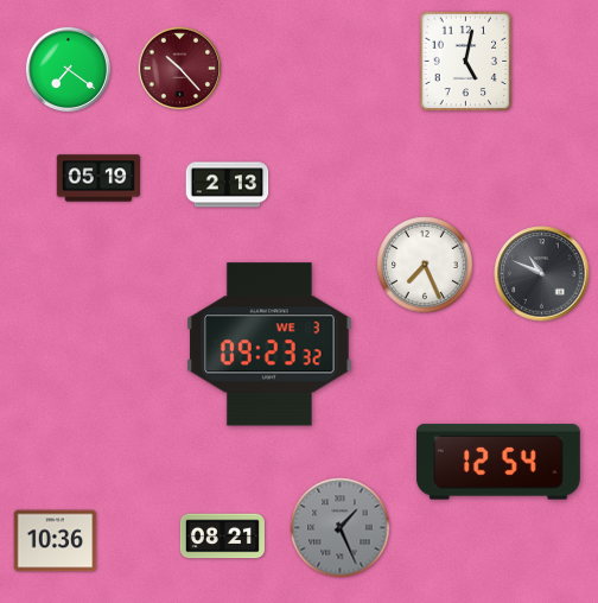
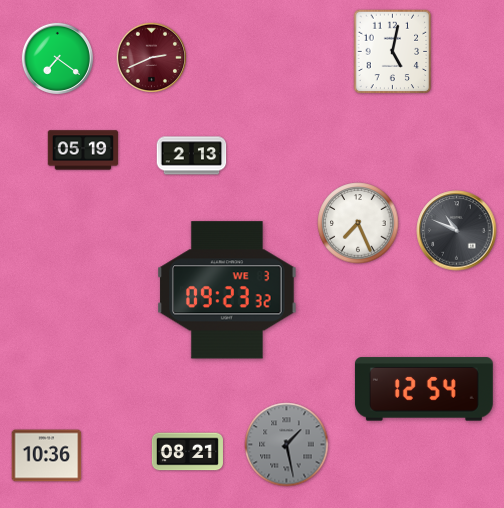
clock at (180, 69): 10:23 -> 2:41
clock at (498, 462) position: (498, 462) -> (424, 389)
clock at (341, 528): 1:26 -> 1:28
